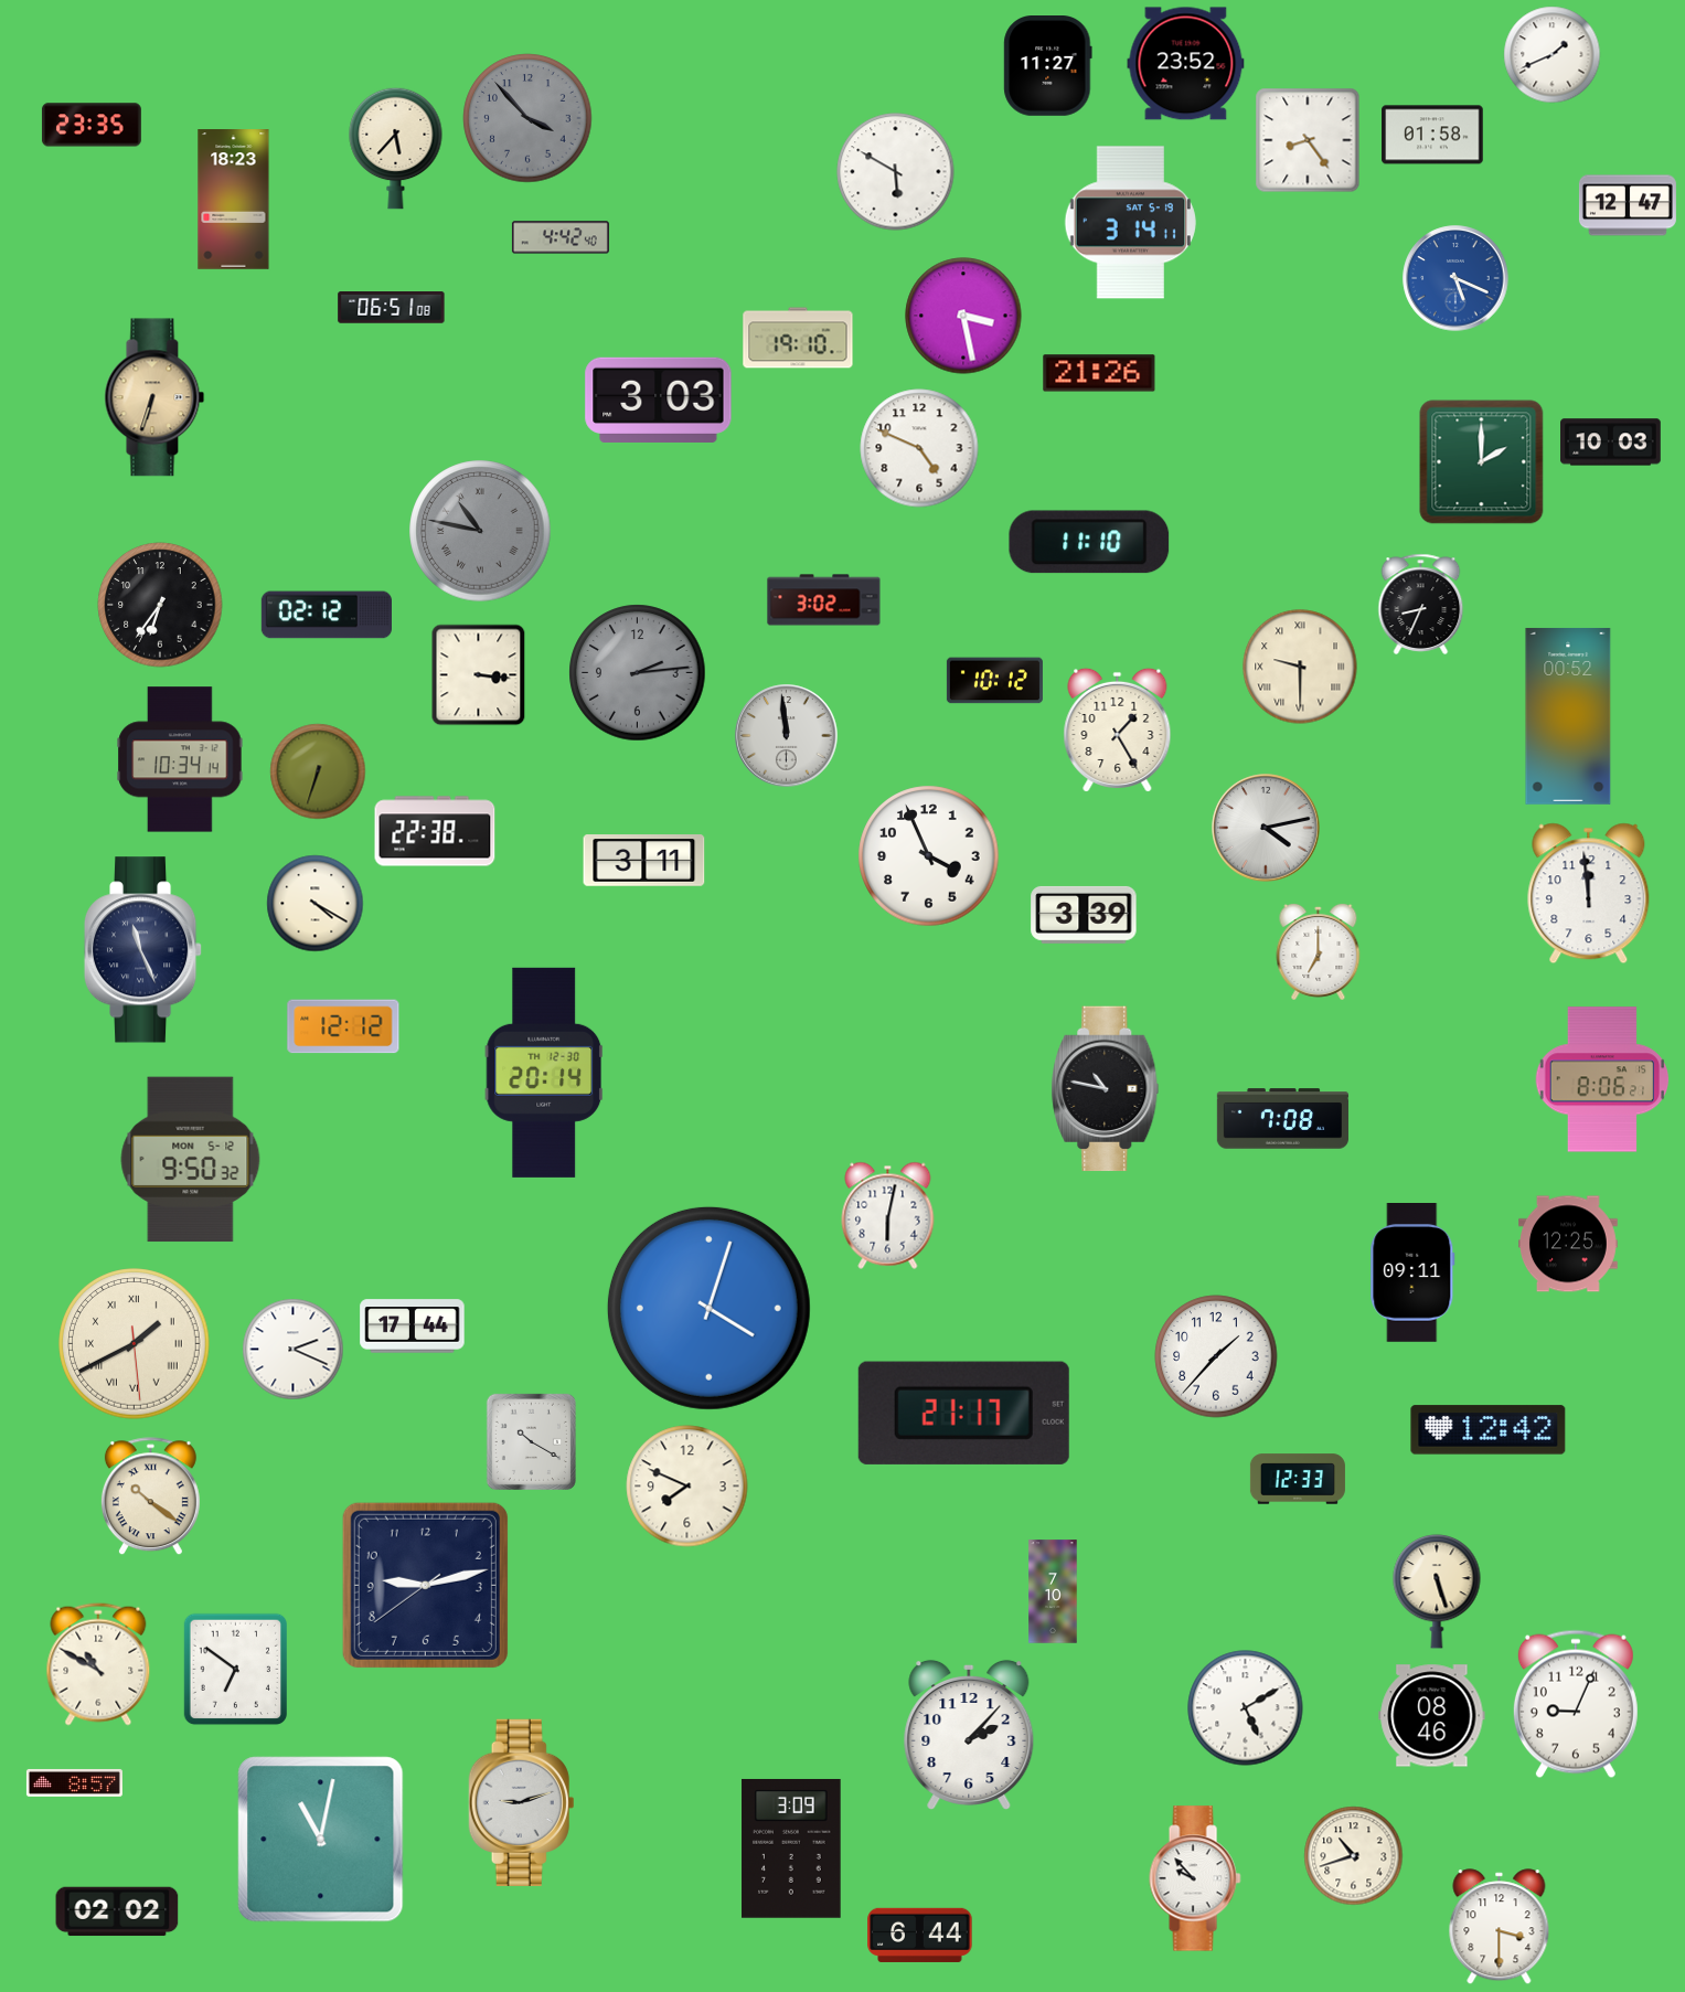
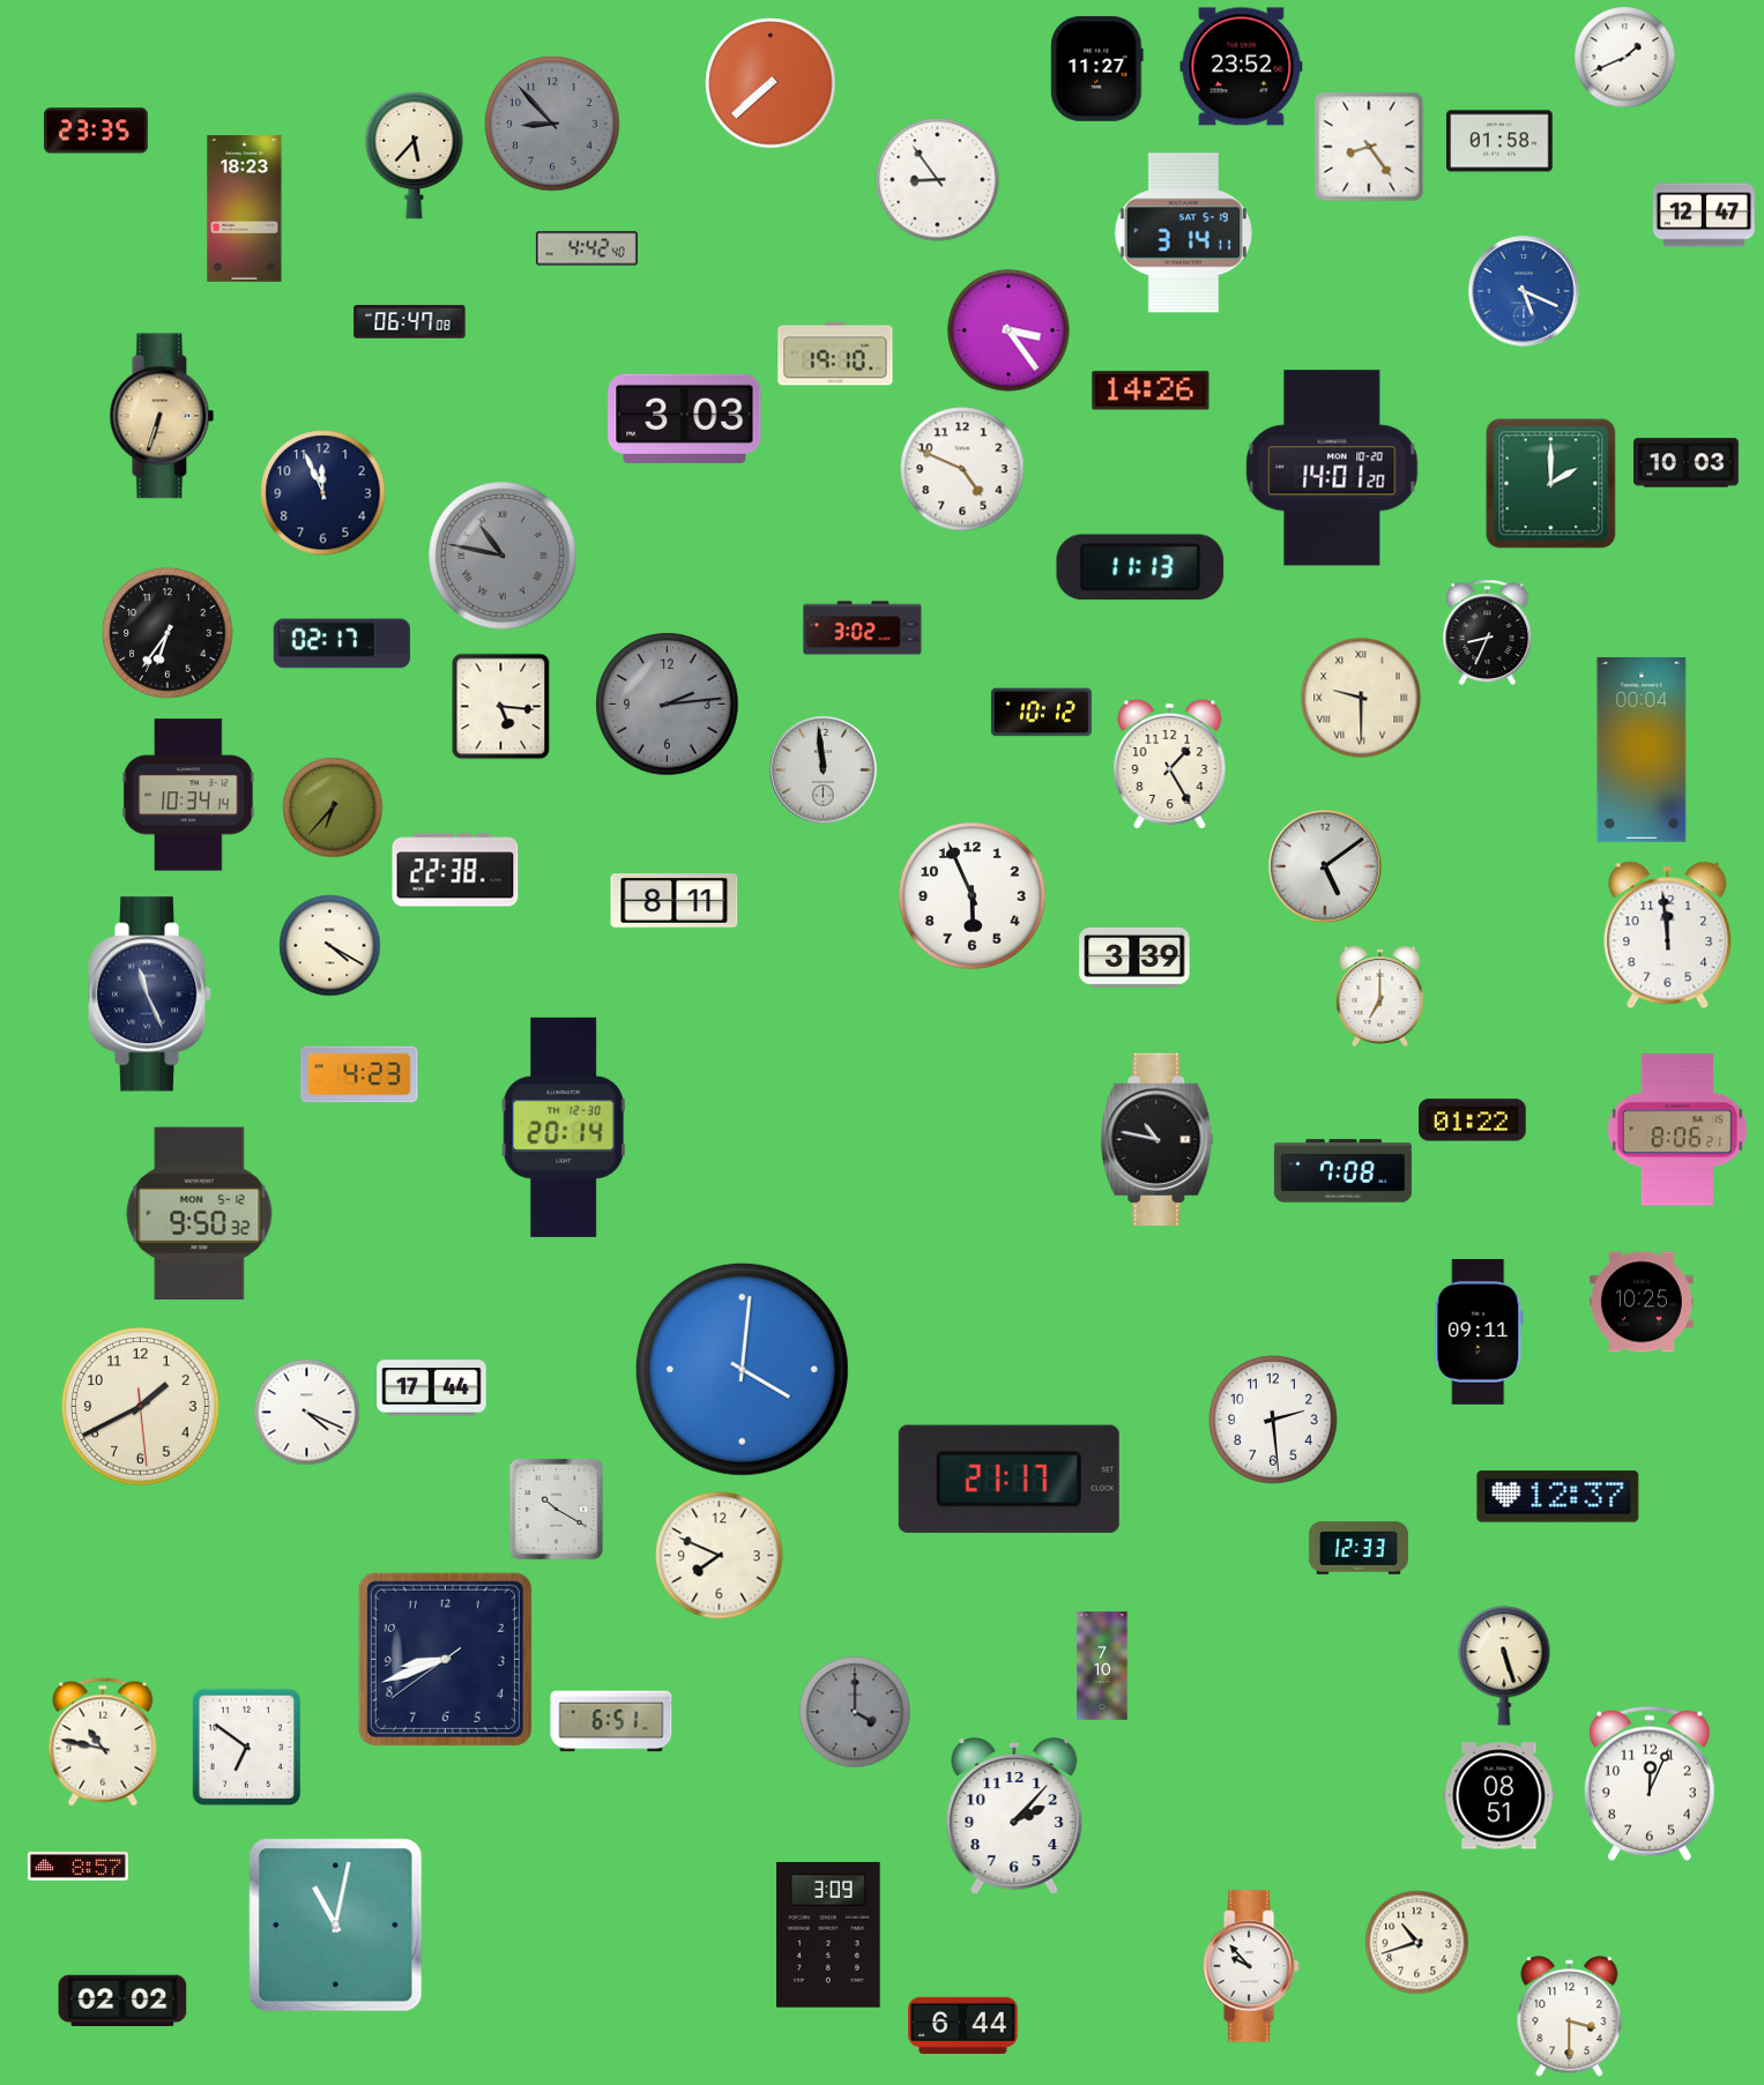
clock at (771, 83): none -> 7:38
clock at (527, 118): 3:53 -> 8:53
clock at (896, 172): 5:50 -> 8:54
clock at (392, 308): 06:51 -> 06:47
clock at (963, 316): 3:28 -> 3:24
clock at (1099, 373): 21:26 -> 14:26
clock at (659, 400) position: (659, 400) -> (685, 418)
clock at (1332, 468): none -> 14:01
clock at (323, 493): none -> 11:56
clock at (1089, 542): 11:10 -> 11:13
clock at (326, 615): 02:12 -> 02:17
clock at (479, 675): 3:16 -> 5:16
clock at (1568, 716): 00:52 -> 00:04
clock at (318, 771): 6:33 -> 6:37
clock at (1266, 828): 4:13 -> 5:09
clock at (929, 856): 3:56 -> 5:56
clock at (644, 861): 3:11 -> 8:11
clock at (1589, 894) position: (1589, 894) -> (1668, 936)
clock at (343, 1026): 12:12 -> 4:23
clock at (1473, 1120): none -> 01:22
clock at (544, 1073) position: (544, 1073) -> (564, 1127)
clock at (888, 1215): 6:02 -> none
clock at (1569, 1244): 12:25 -> 10:25
clock at (708, 1308): 4:03 -> 4:01
clock at (135, 1344) numerals: Roman -> Arabic
clock at (294, 1350): 2:19 -> 4:19
clock at (1216, 1356): 1:37 -> 2:29
clock at (1489, 1430): 12:42 -> 12:37
clock at (150, 1496): 10:21 -> none
clock at (425, 1585): 9:12 -> 8:41
clock at (855, 1712): none -> 4:00
clock at (611, 1721): none -> 6:51
clock at (98, 1664): 10:50 -> 10:47
clock at (1576, 1704): 9:04 -> 12:04
clock at (1246, 1708): 5:10 -> none
clock at (1432, 1716): 08:46 -> 08:51
clock at (522, 1802): 9:12 -> none
